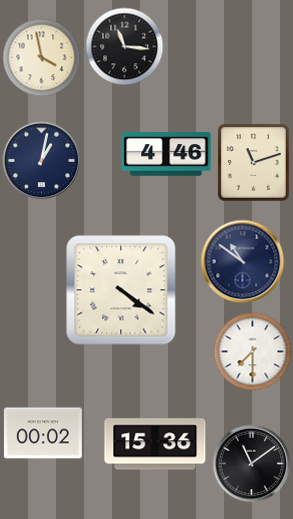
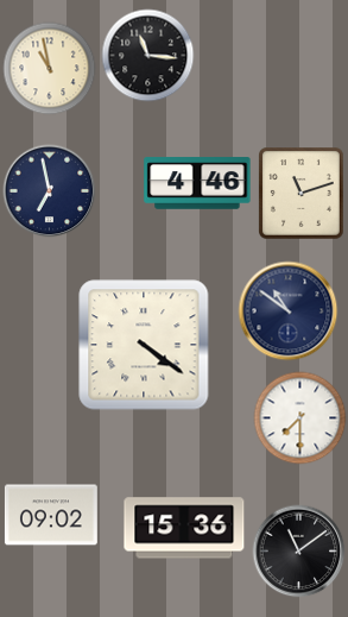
clock at (41, 57): 3:58 -> 10:58
clock at (41, 160): 1:02 -> 6:58
clock at (43, 433): 00:02 -> 09:02
